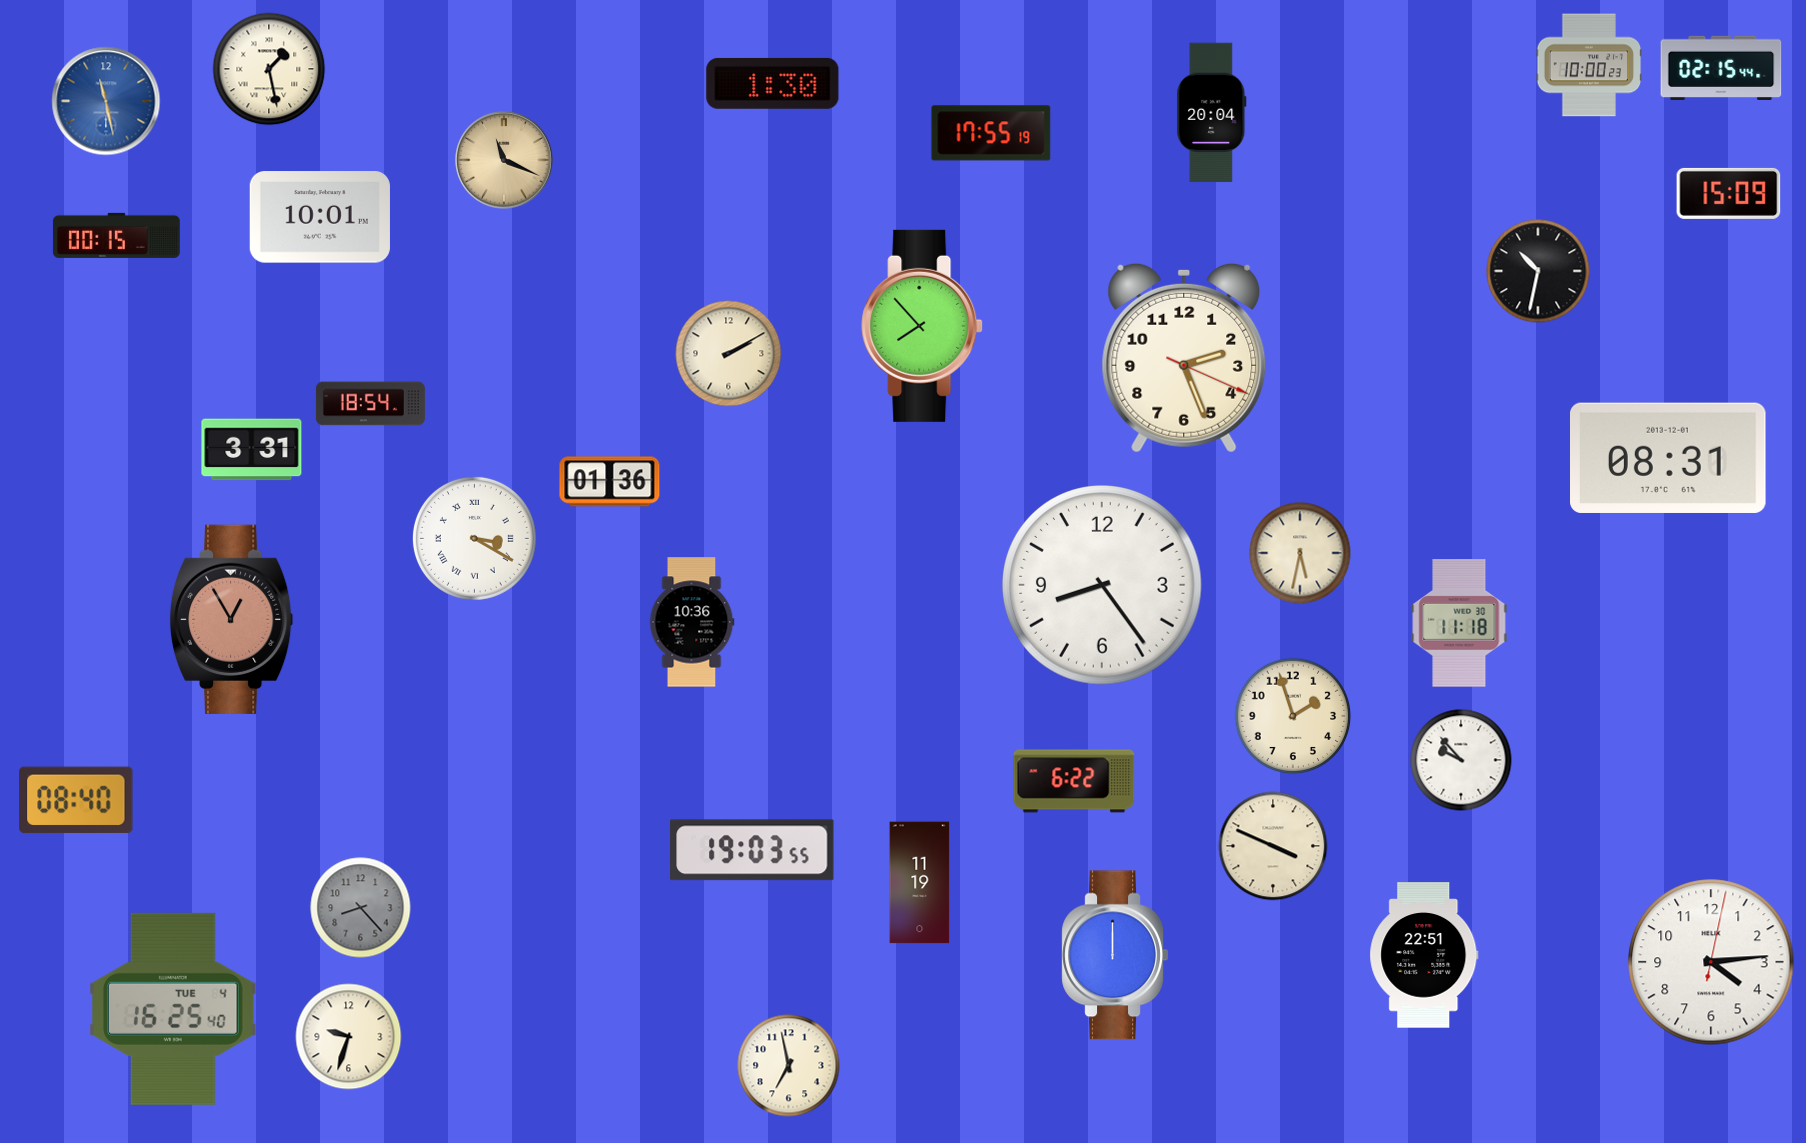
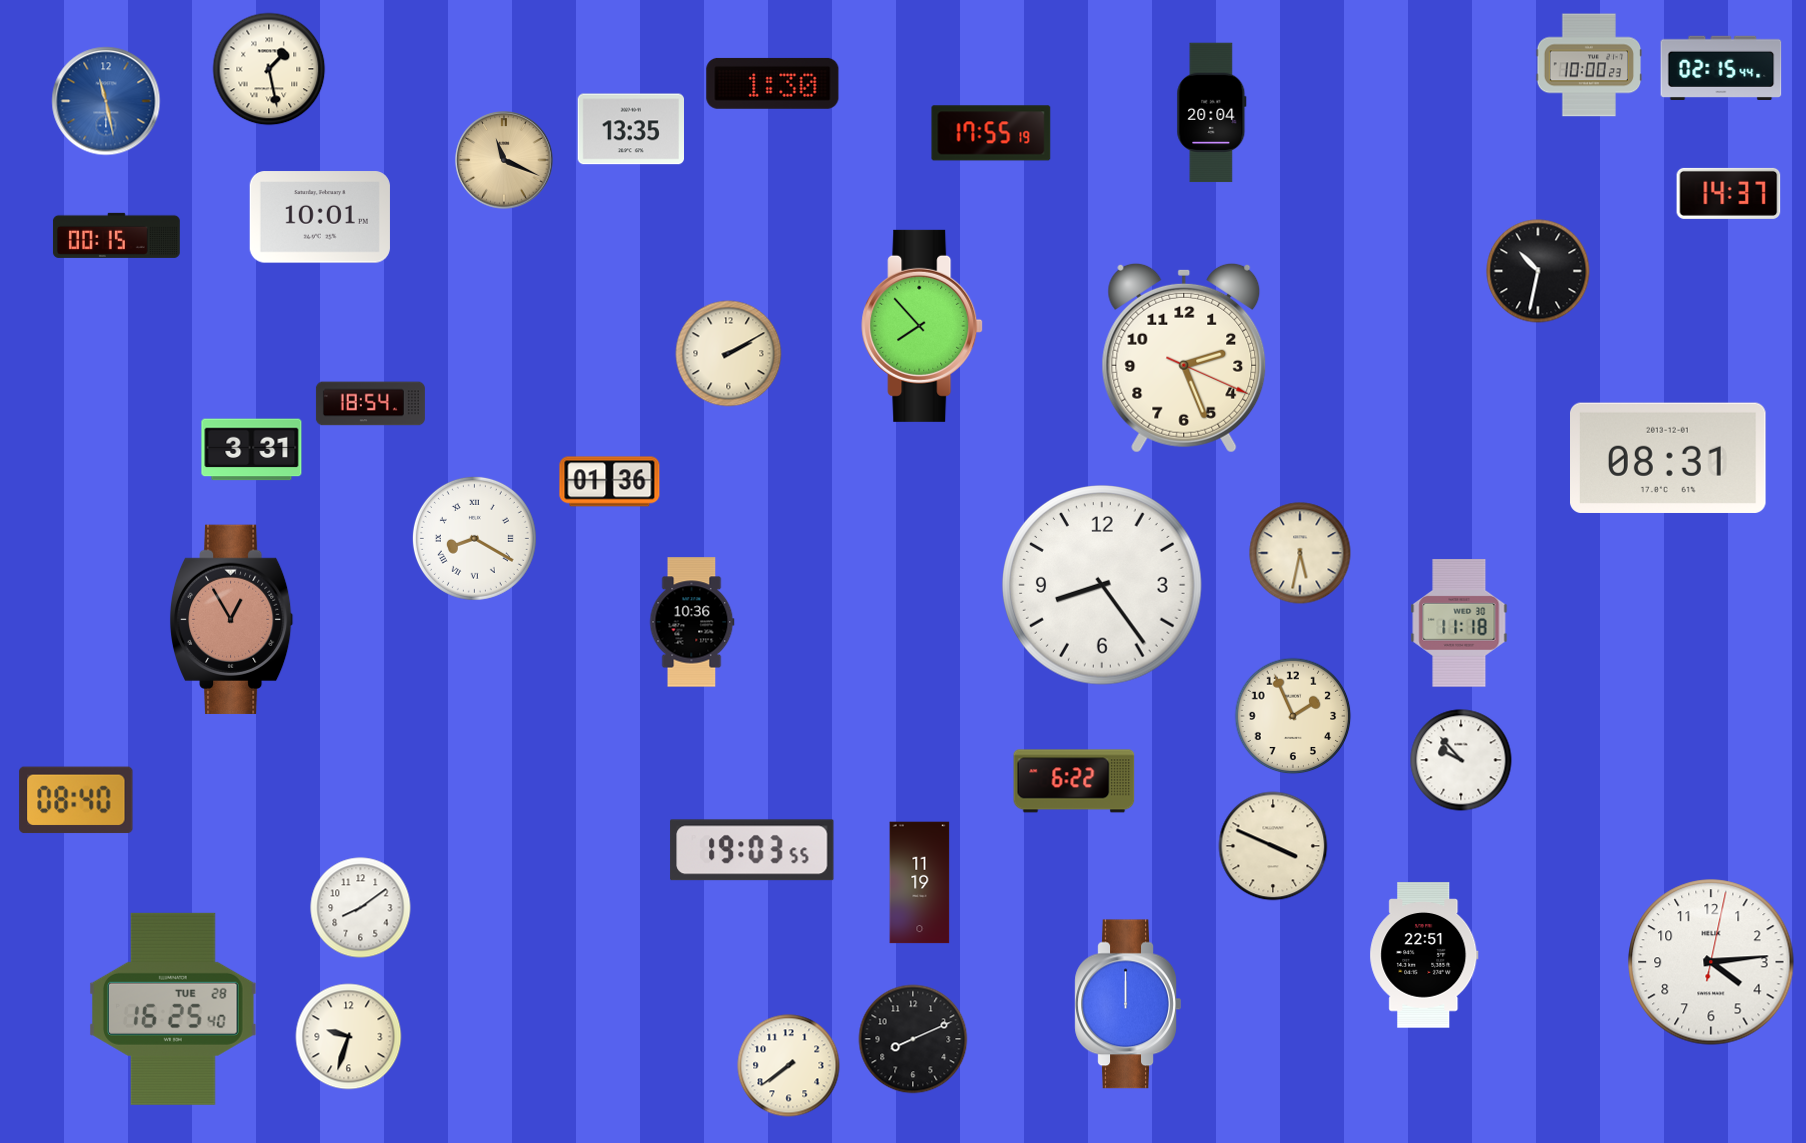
clock at (630, 129): none -> 13:35
clock at (1729, 193): 15:09 -> 14:37
clock at (474, 538): 3:20 -> 8:20
clock at (1293, 716): 1:57 -> 1:56
clock at (361, 908): 8:23 -> 8:09
clock at (361, 908) dial: grey -> white
clock at (1115, 955) position: (1115, 955) -> (1128, 1004)
clock at (174, 1009) date: TUE 4 -> TUE 28
clock at (913, 1039): none -> 8:11
clock at (789, 1066): 6:58 -> 7:39
